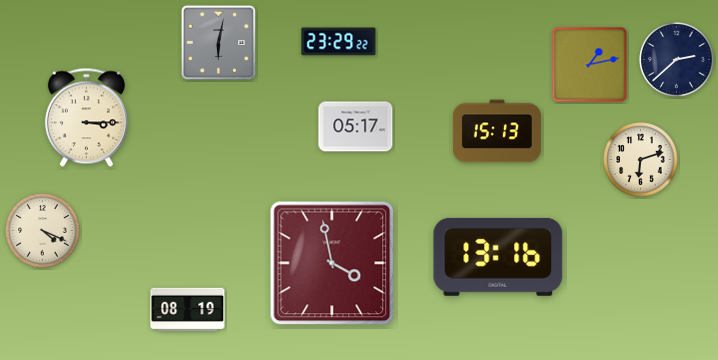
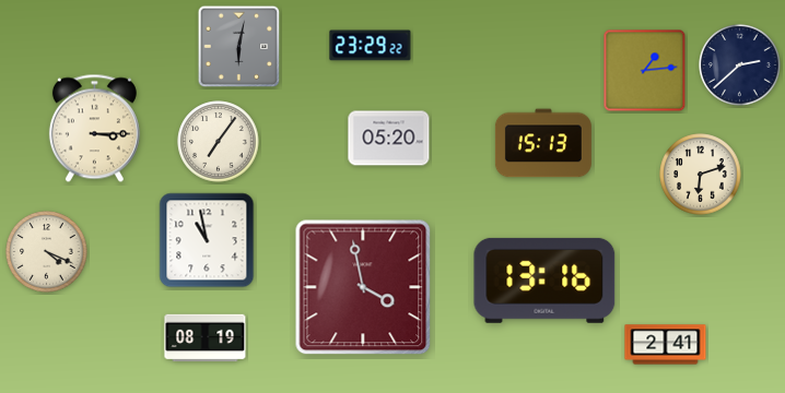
clock at (590, 65): 1:13 -> 1:14
clock at (356, 127): 05:17 -> 05:20
clock at (219, 142): none -> 7:06
clock at (207, 240): none -> 10:58
clock at (666, 345): none -> 2:41
